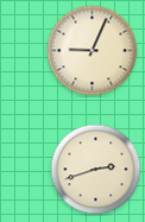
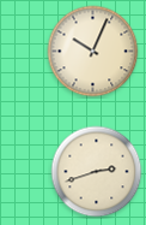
clock at (93, 51): 9:04 -> 10:04
